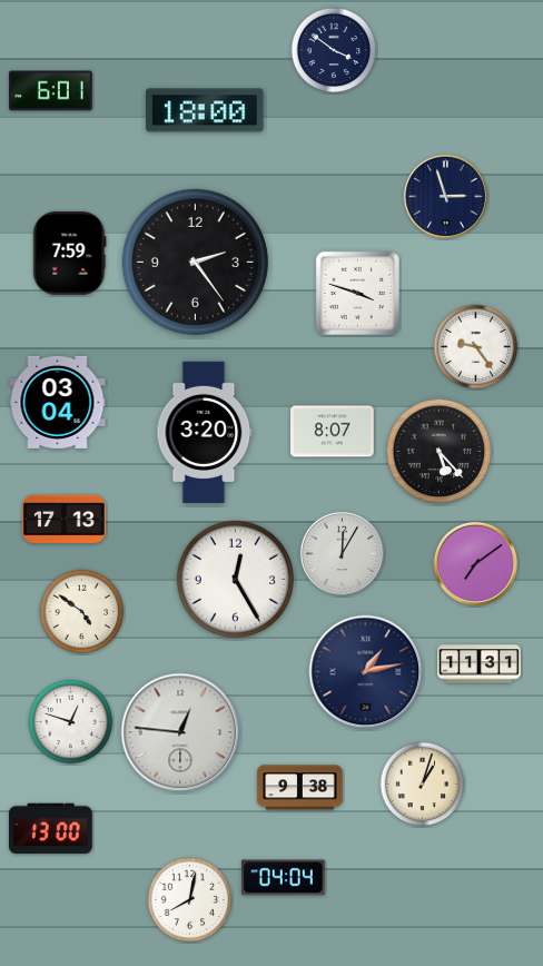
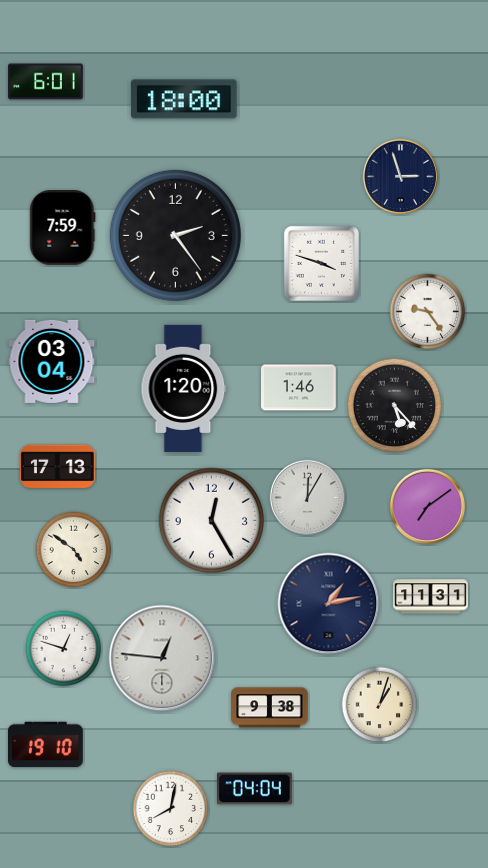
clock at (334, 50): 3:51 -> none
clock at (205, 432): 3:20 -> 1:20
clock at (333, 432): 8:07 -> 1:46
clock at (51, 829): 13:00 -> 19:10
